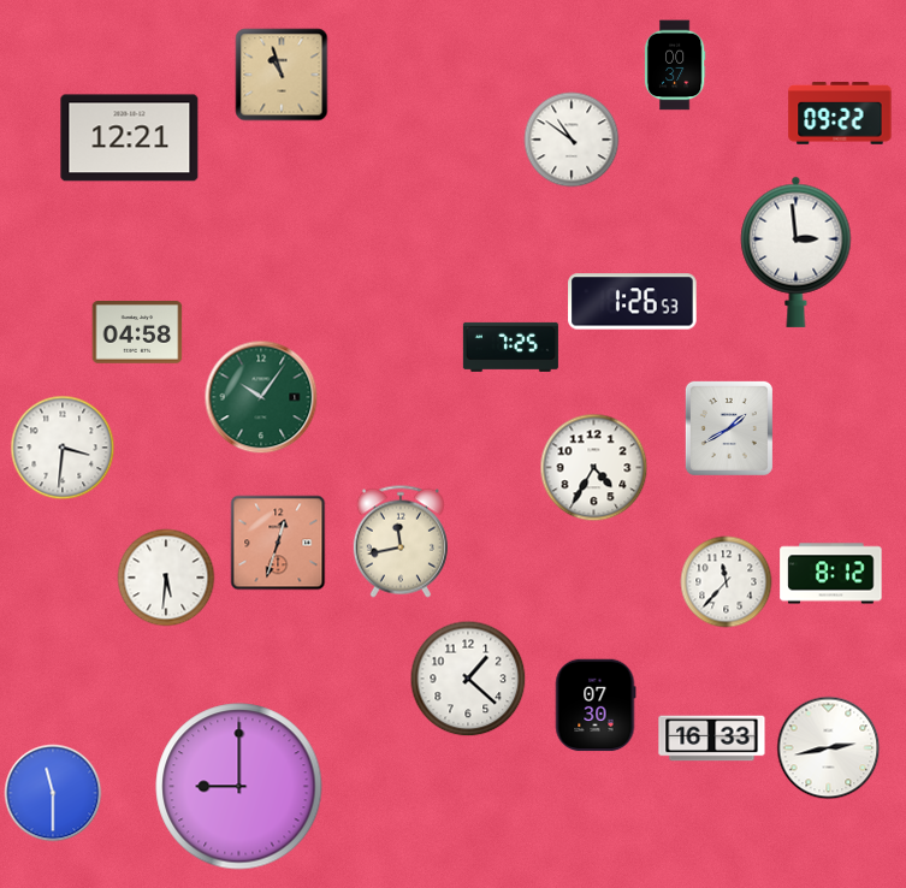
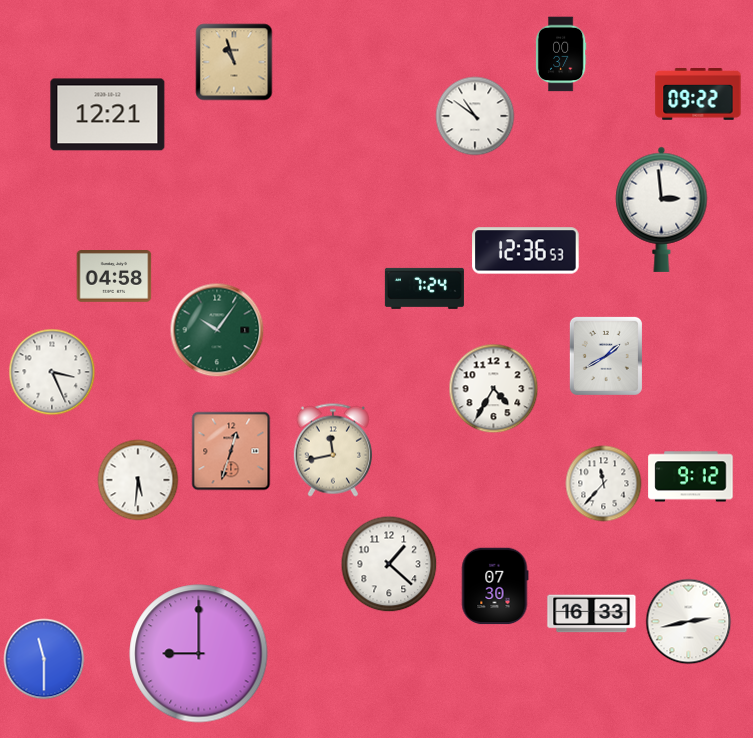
clock at (633, 302): 1:26 -> 12:36
clock at (510, 347): 7:25 -> 7:24
clock at (63, 448): 3:31 -> 3:26
clock at (831, 574): 8:12 -> 9:12
